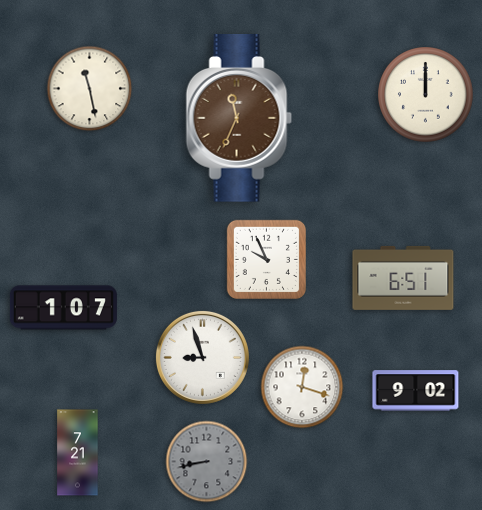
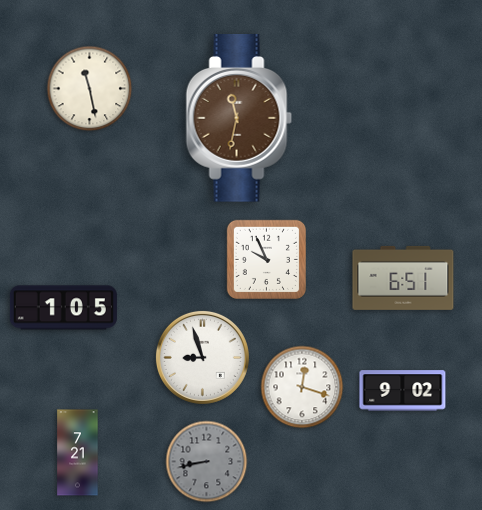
clock at (426, 95): 12:00 -> none
clock at (239, 119): 11:34 -> 11:32
clock at (63, 308): 1:07 -> 1:05
clock at (416, 391) position: (416, 391) -> (403, 391)
